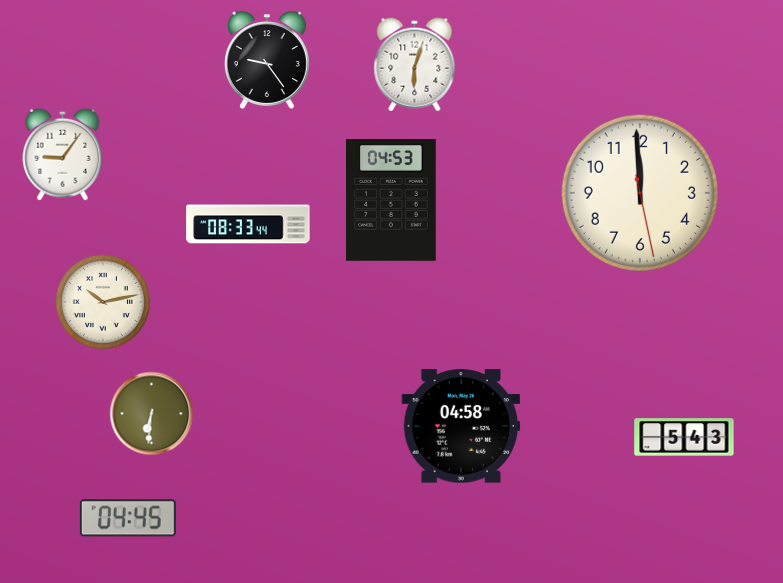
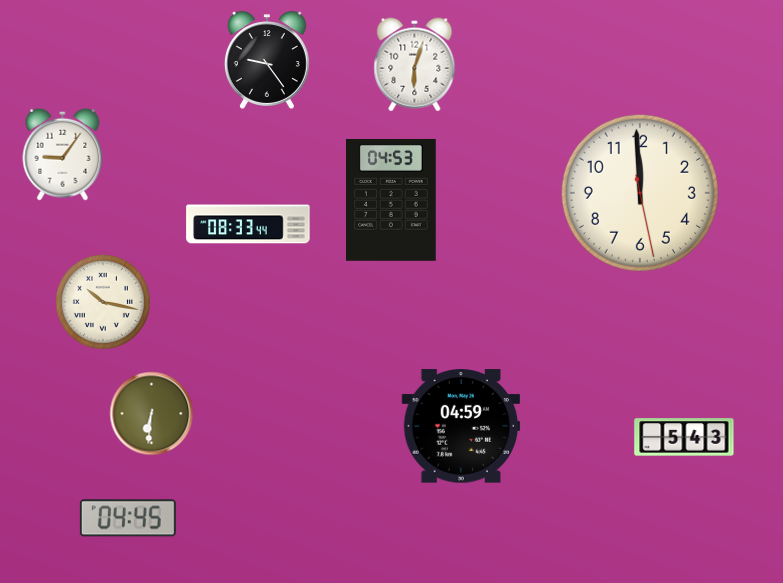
clock at (103, 302): 10:13 -> 10:17
clock at (461, 426): 04:58 -> 04:59
